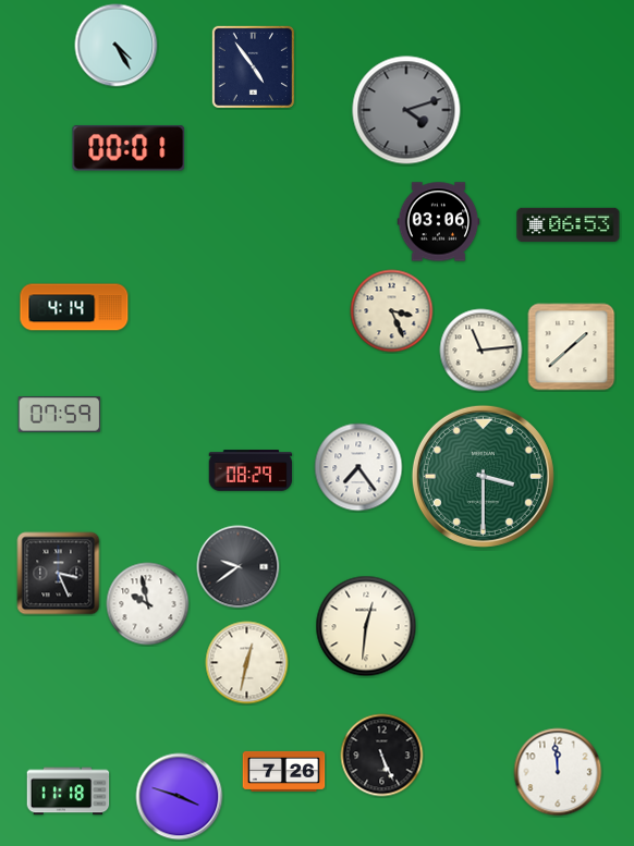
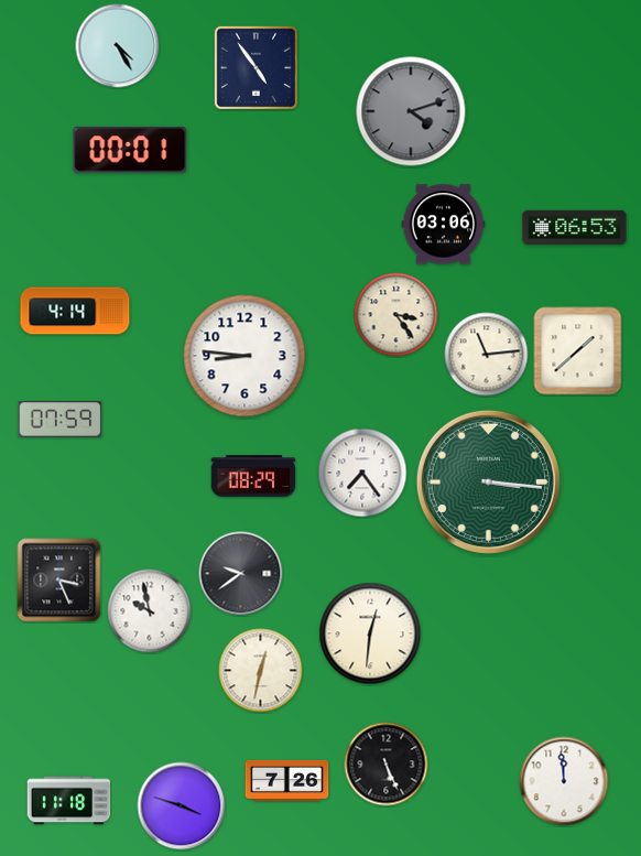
clock at (392, 311): 3:26 -> 3:24
clock at (245, 356): none -> 8:46
clock at (483, 476): 3:30 -> 3:16
clock at (247, 663) position: (247, 663) -> (261, 671)
